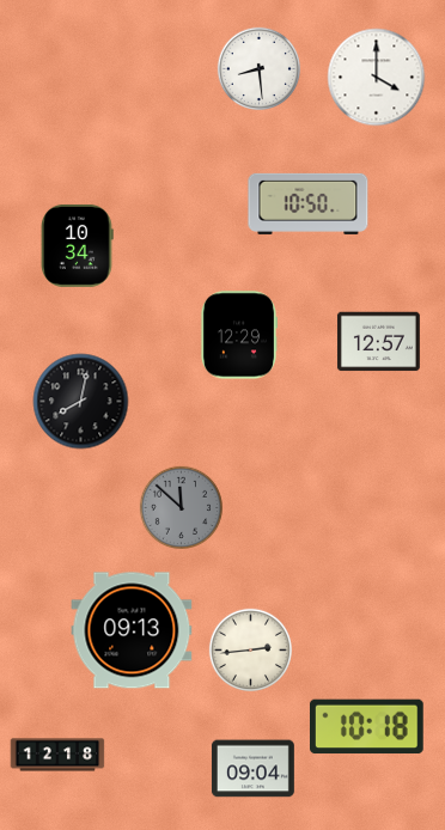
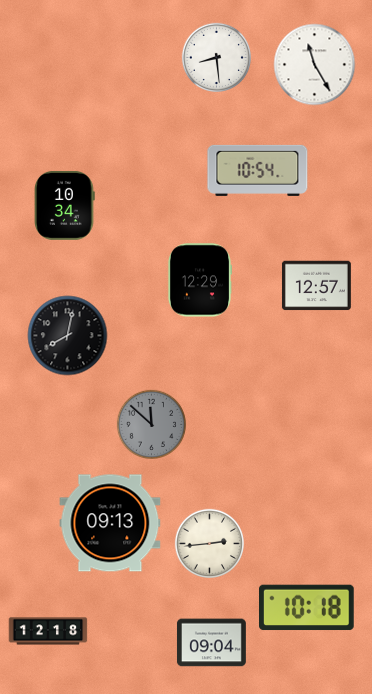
clock at (377, 78): 4:00 -> 11:25
clock at (309, 203): 10:50 -> 10:54
clock at (132, 630) position: (132, 630) -> (110, 523)
